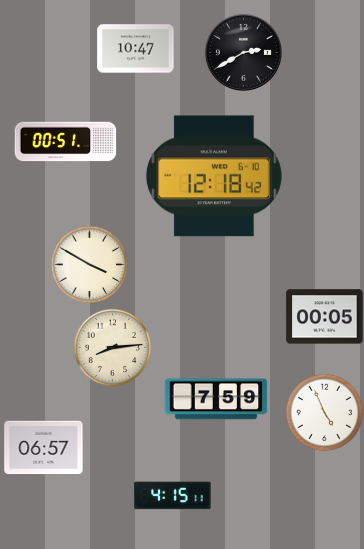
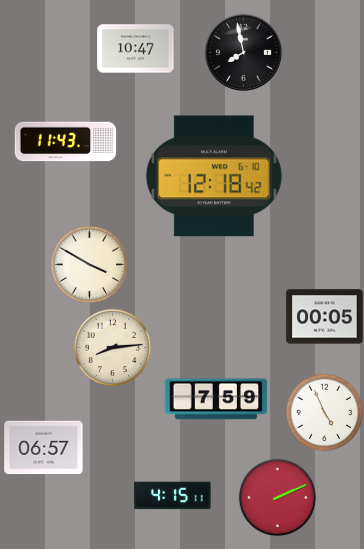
clock at (243, 52): 2:40 -> 7:58
clock at (66, 142): 00:51 -> 11:43
clock at (277, 497): none -> 2:11
